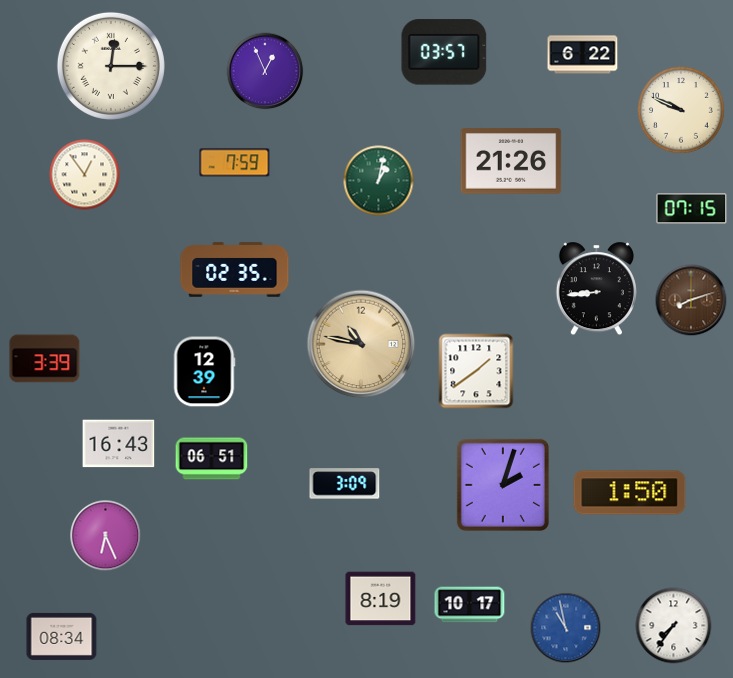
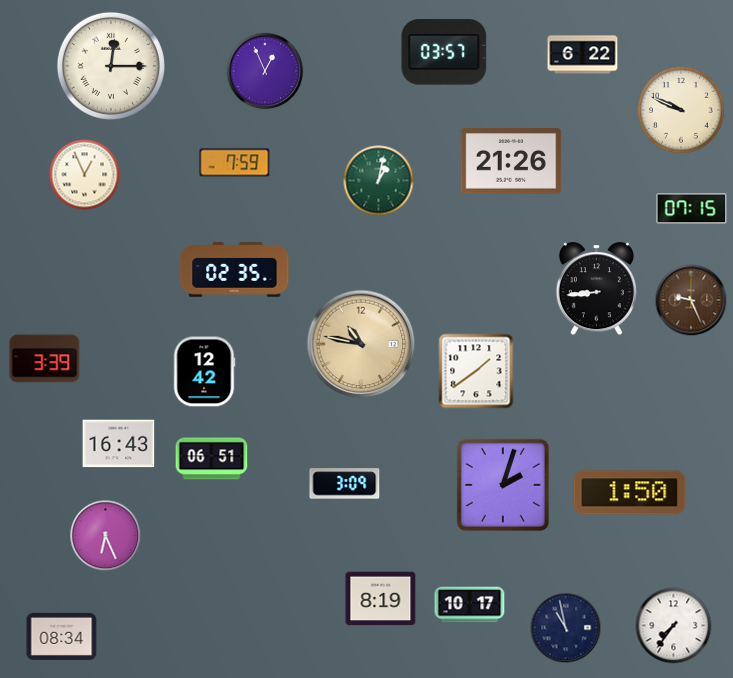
clock at (85, 175): 12:54 -> 12:56
clock at (691, 300): 8:12 -> 9:26
clock at (204, 372): 12:39 -> 12:42
clock at (566, 628) dial: blue -> navy
